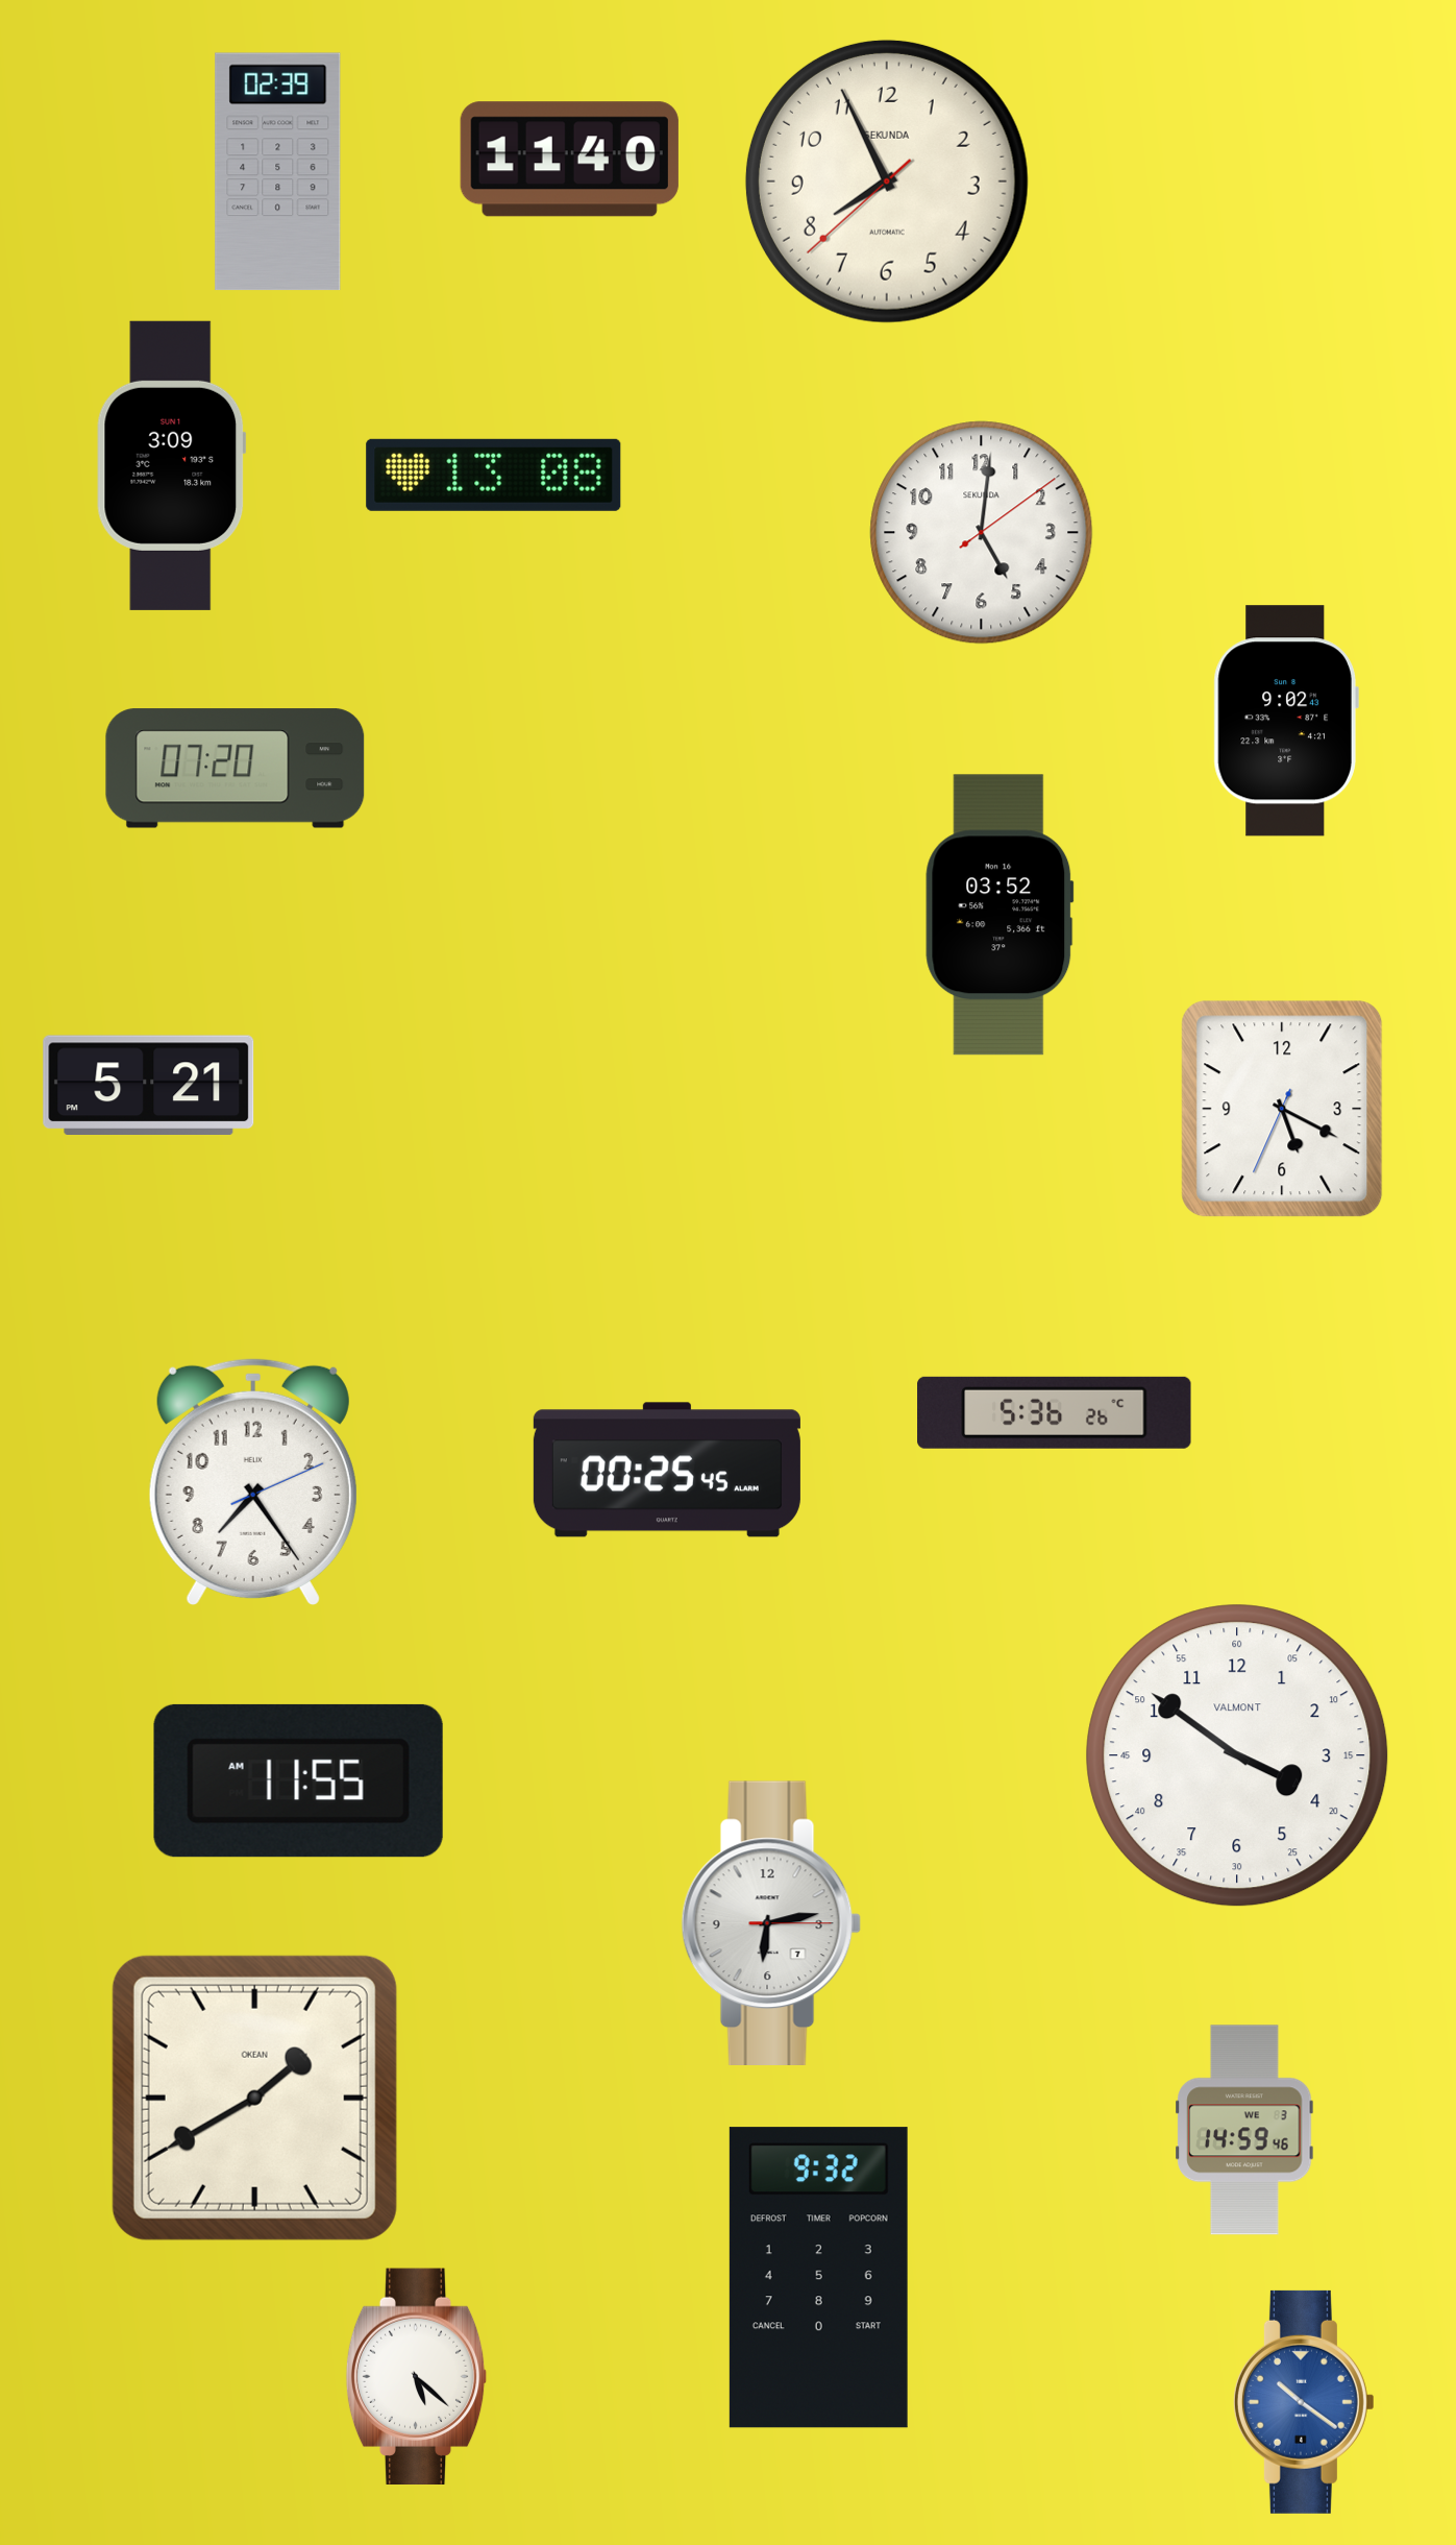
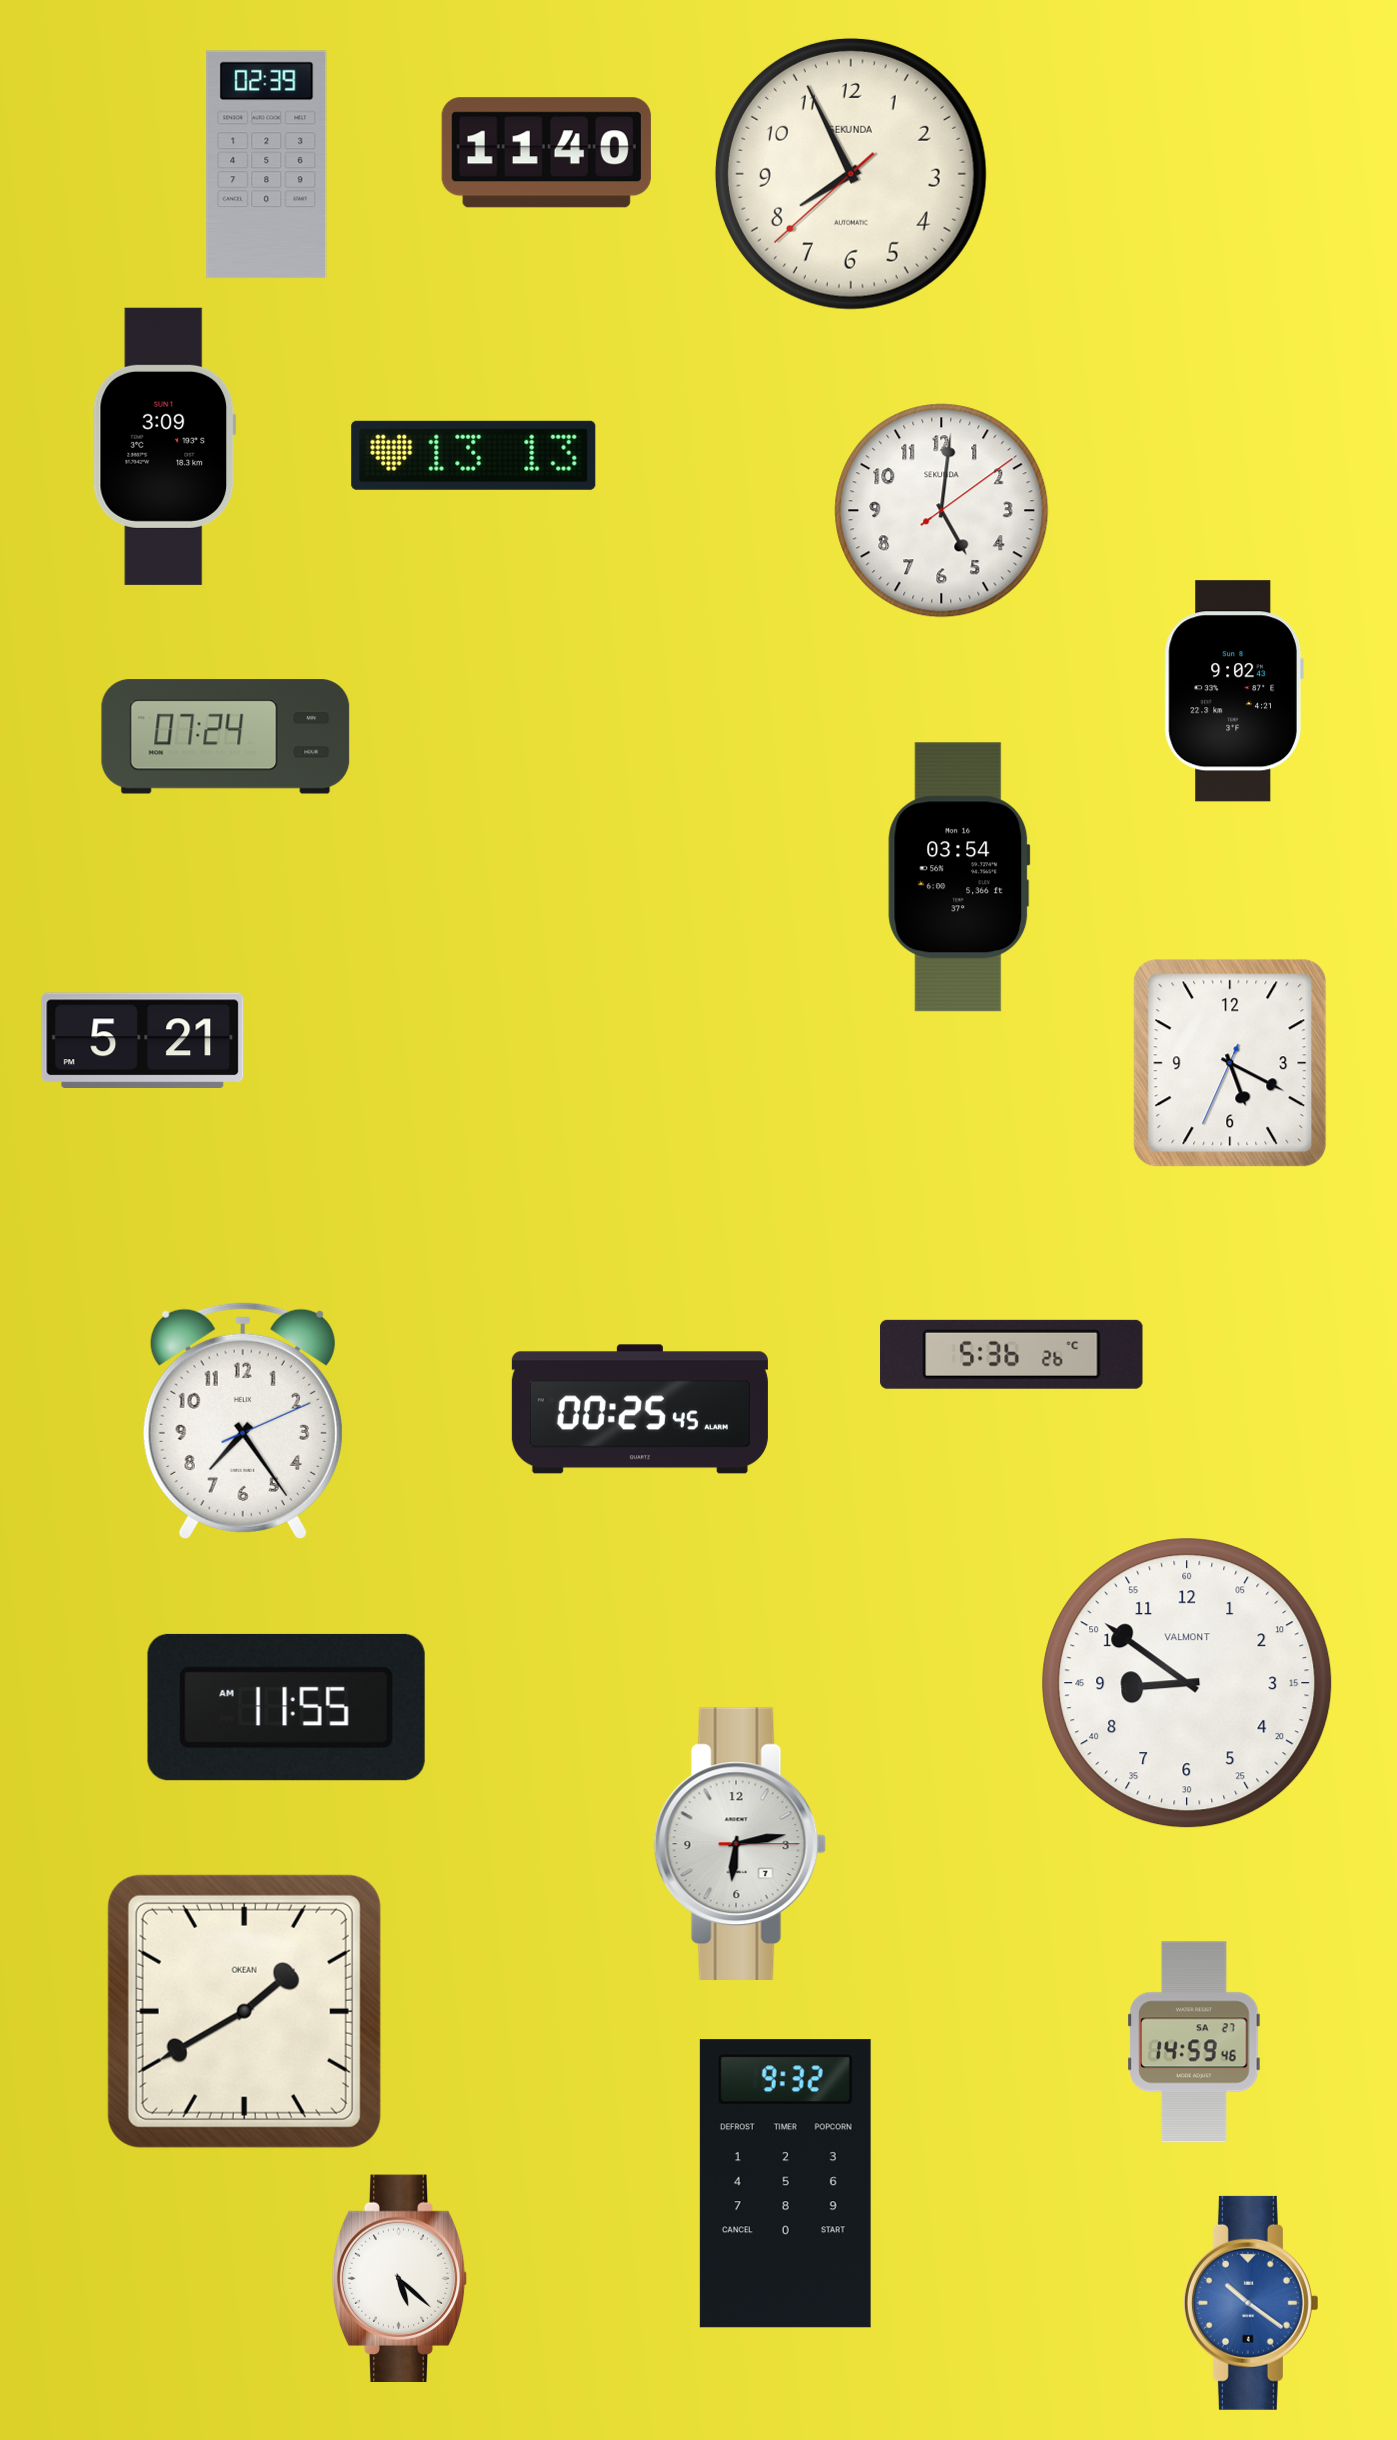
clock at (494, 475): 13:08 -> 13:13
clock at (236, 769): 07:20 -> 07:24
clock at (1000, 915): 03:52 -> 03:54
clock at (1237, 1755): 3:51 -> 8:51
clock at (1244, 2130) date: WE 3 -> SA 27
